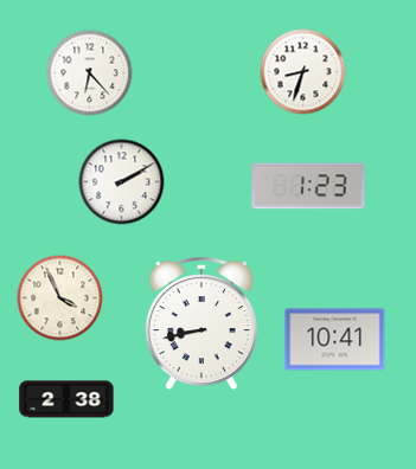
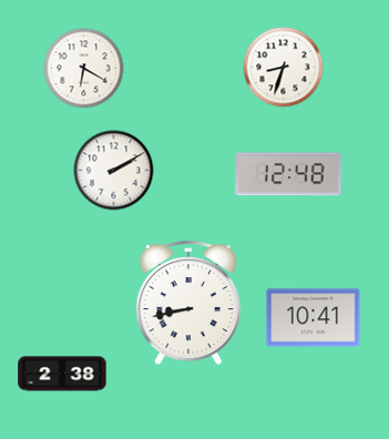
clock at (90, 73): 6:23 -> 6:20
clock at (308, 186): 1:23 -> 12:48
clock at (60, 298): 3:56 -> none
